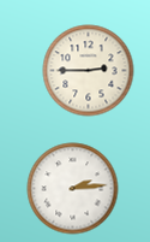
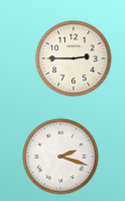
clock at (73, 189): 2:14 -> 2:18
